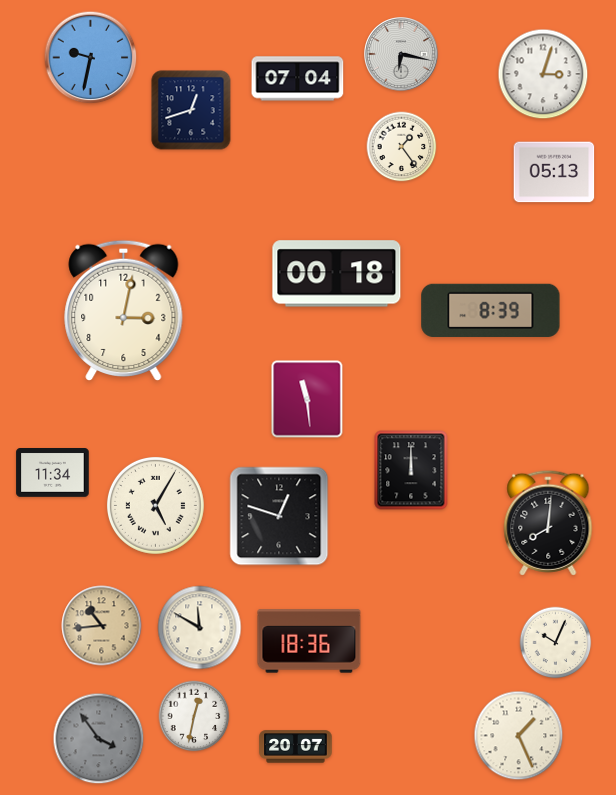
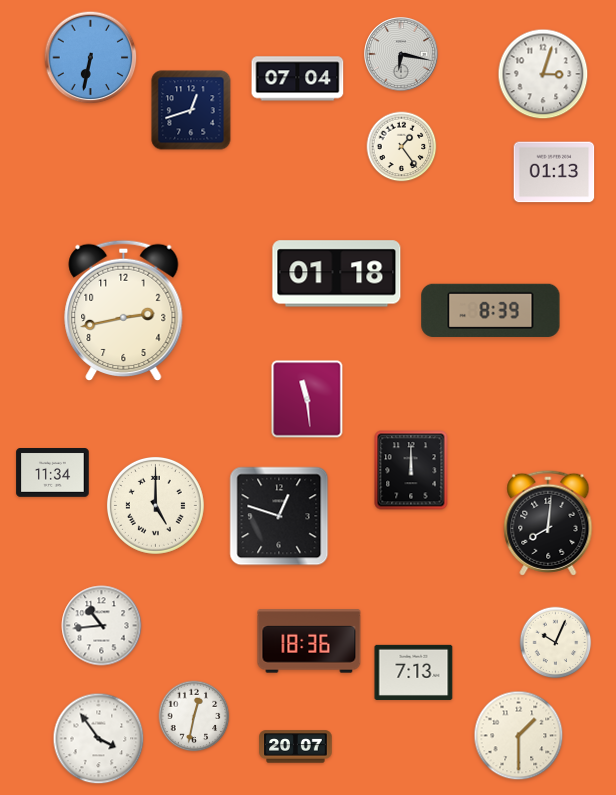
clock at (91, 58): 9:32 -> 6:32
clock at (554, 172): 05:13 -> 01:13
clock at (337, 274): 00:18 -> 01:18
clock at (124, 311): 3:02 -> 2:43
clock at (155, 505): 5:05 -> 5:00
clock at (102, 626) dial: champagne -> white
clock at (200, 628): 11:50 -> none
clock at (414, 672): none -> 7:13
clock at (519, 736): 1:26 -> 1:30
clock at (99, 739) dial: grey -> white
